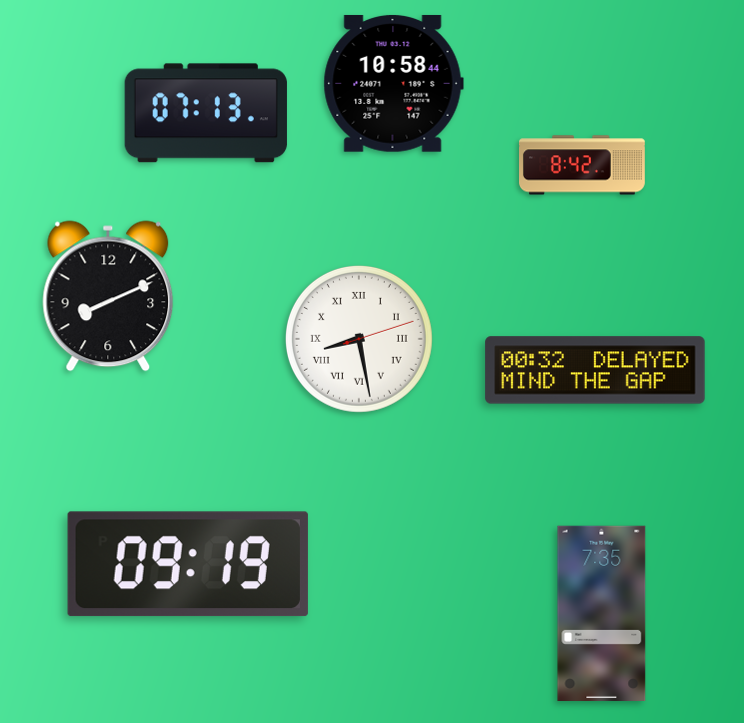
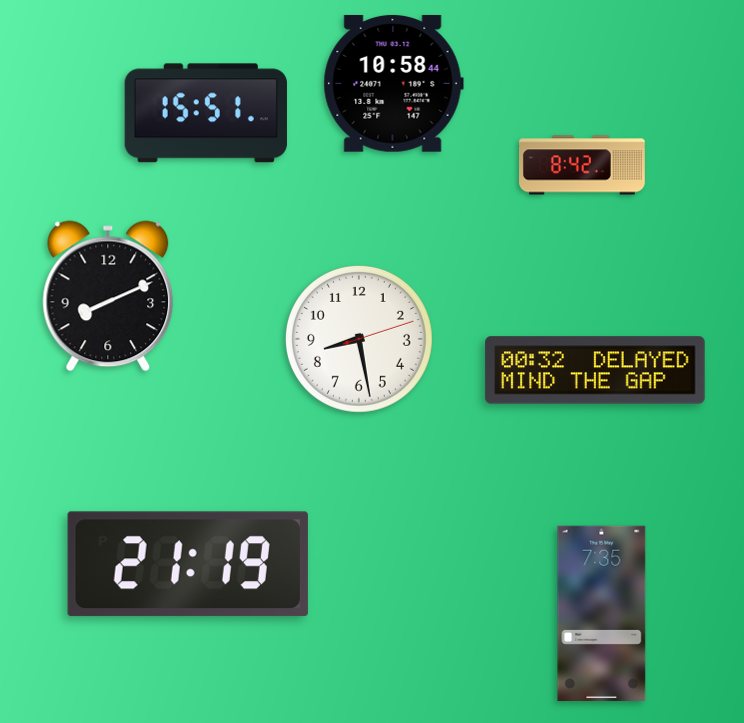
clock at (206, 113): 07:13 -> 15:51
clock at (359, 339) numerals: Roman -> Arabic
clock at (188, 564): 09:19 -> 21:19
